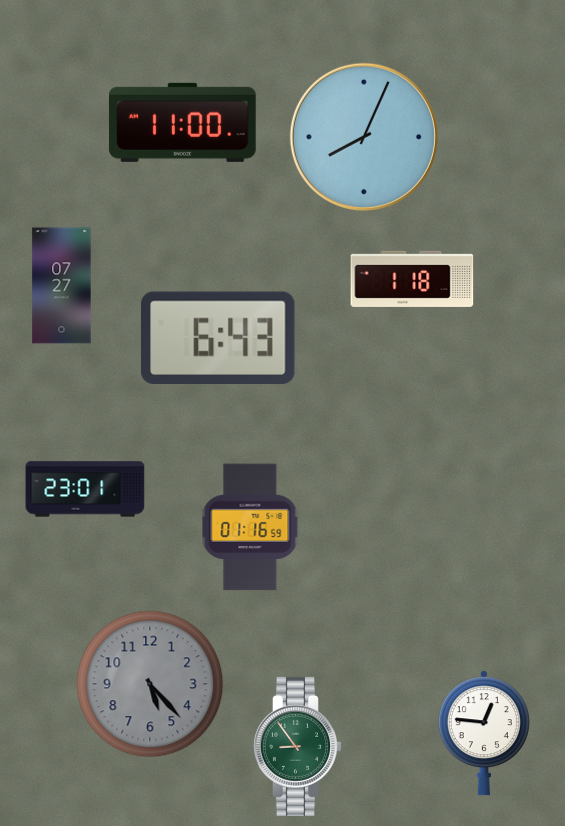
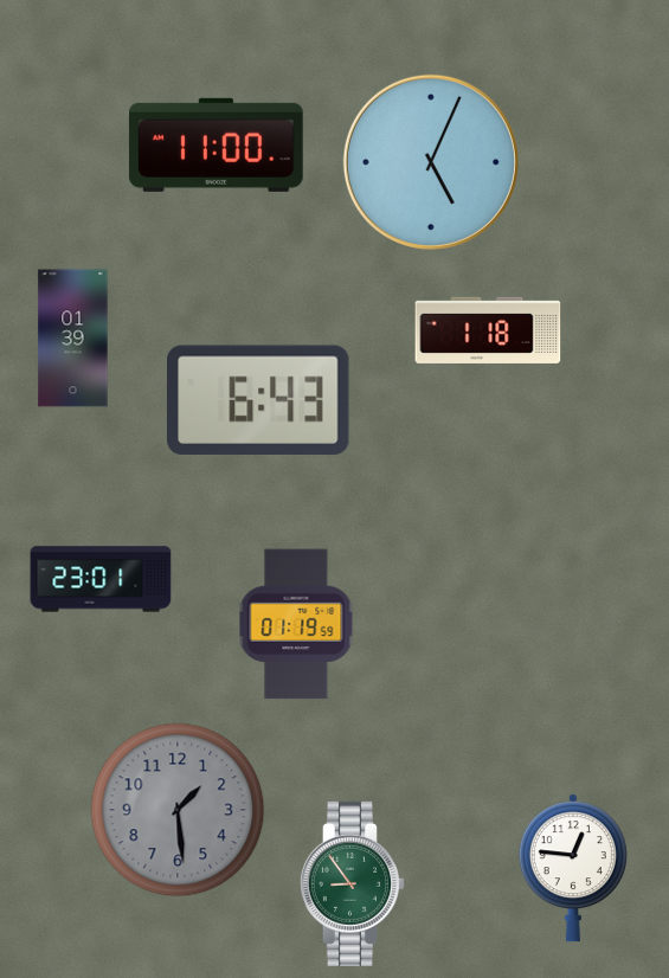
clock at (364, 137): 8:04 -> 5:04
clock at (62, 286): 07:27 -> 01:39
clock at (250, 527): 01:16 -> 01:19
clock at (150, 684): 5:23 -> 1:29
